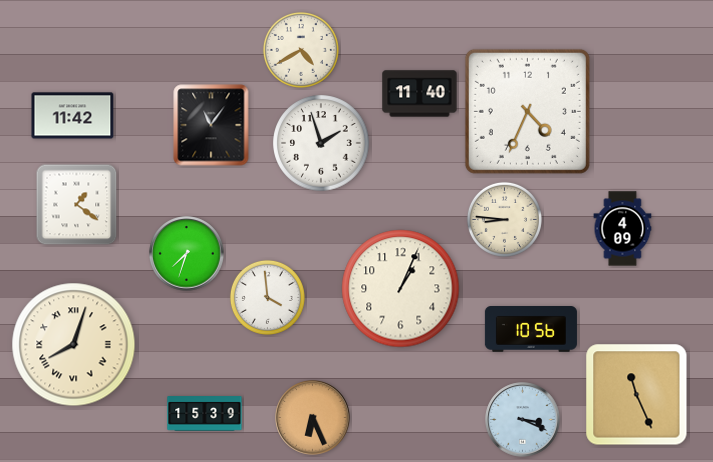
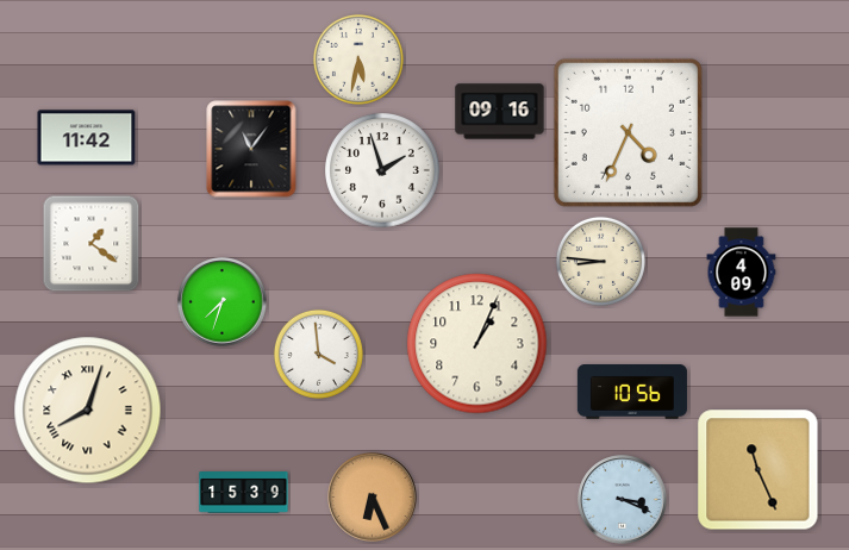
clock at (301, 50): 4:40 -> 5:32
clock at (420, 94): 11:40 -> 09:16
